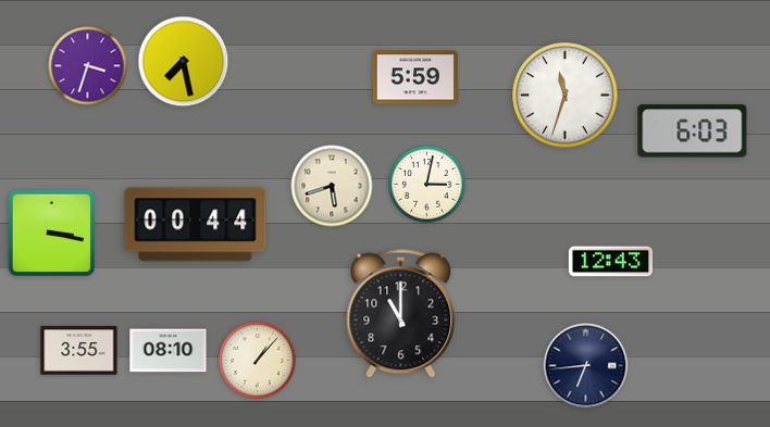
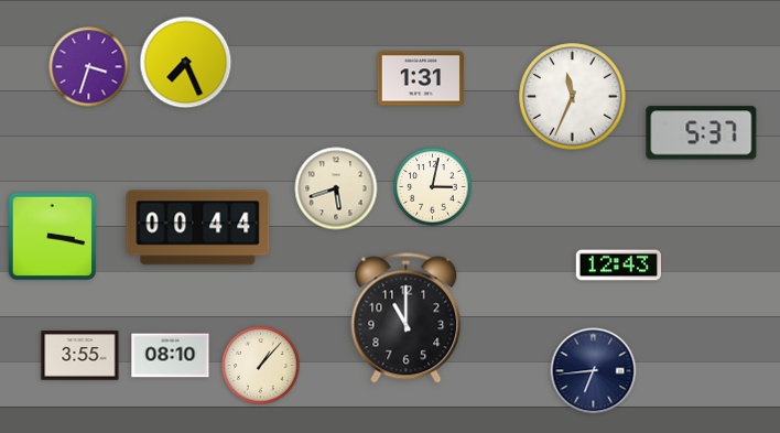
clock at (184, 62): 7:28 -> 7:26
clock at (415, 77): 5:59 -> 1:31
clock at (566, 96): 11:33 -> 11:34
clock at (693, 131): 6:03 -> 5:37
